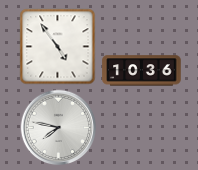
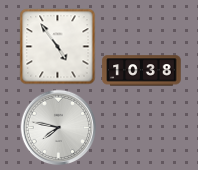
clock at (142, 71): 10:36 -> 10:38
